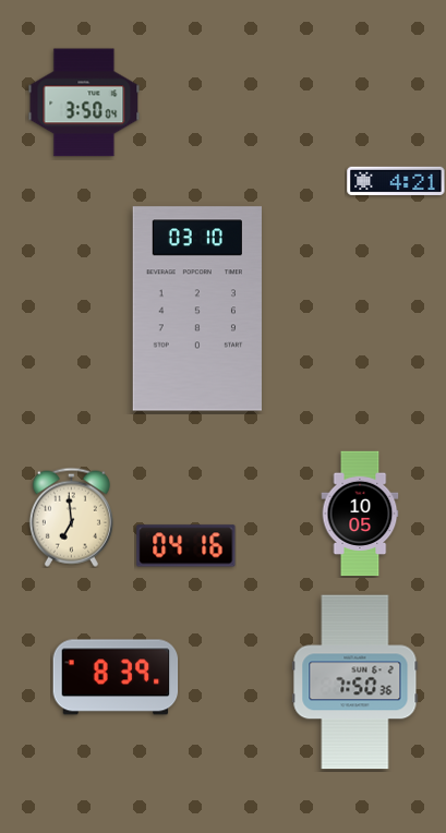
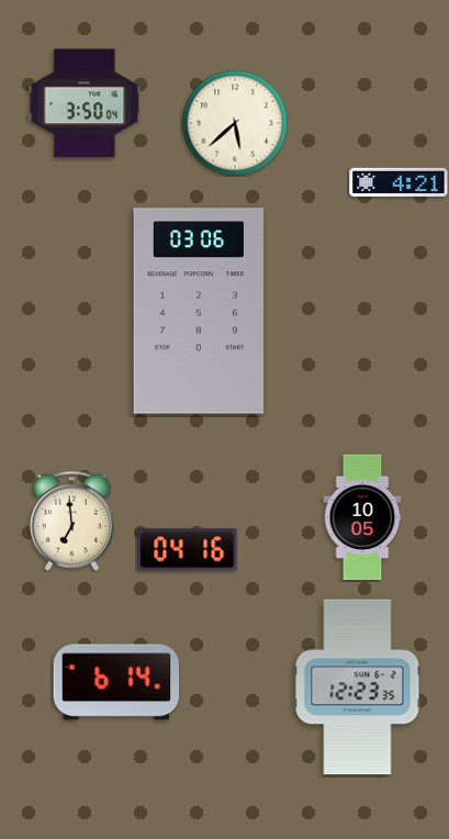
clock at (235, 123): none -> 5:38
clock at (196, 309): 03:10 -> 03:06
clock at (116, 677): 8:39 -> 6:14
clock at (355, 683): 7:50 -> 12:23
